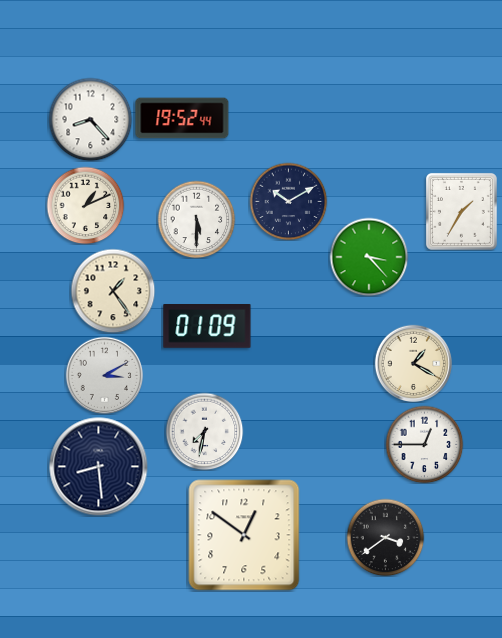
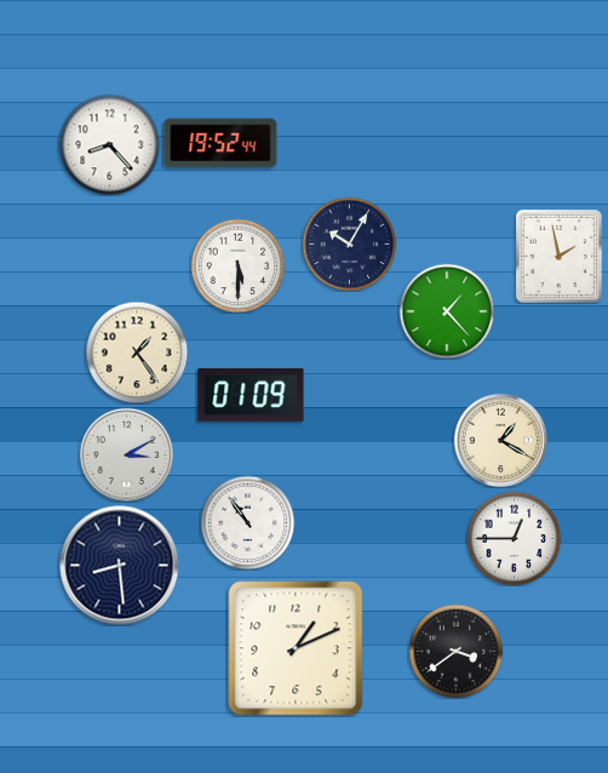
clock at (288, 201): 10:10 -> 10:05
clock at (85, 205): 1:11 -> none
clock at (461, 211): 1:35 -> 1:58
clock at (369, 257): 3:23 -> 1:23
clock at (204, 431): 7:32 -> 10:54
clock at (244, 535): 12:51 -> 1:11
clock at (385, 537) position: (385, 537) -> (455, 651)
